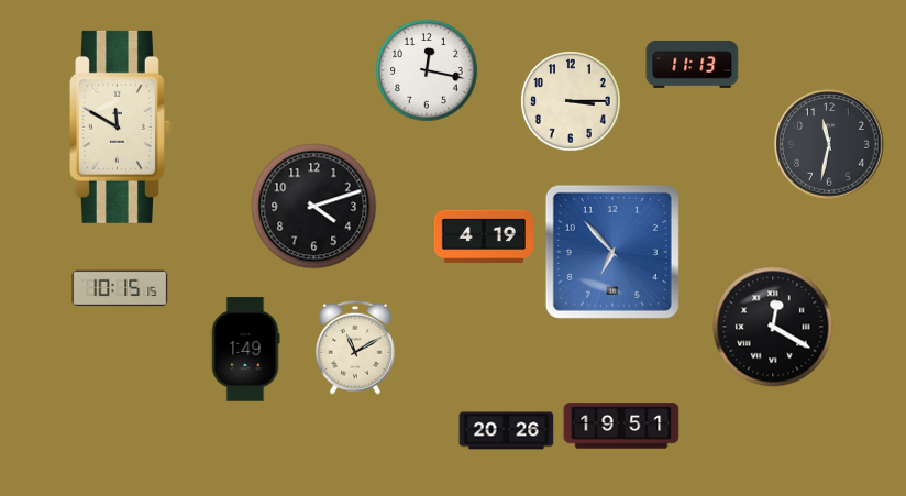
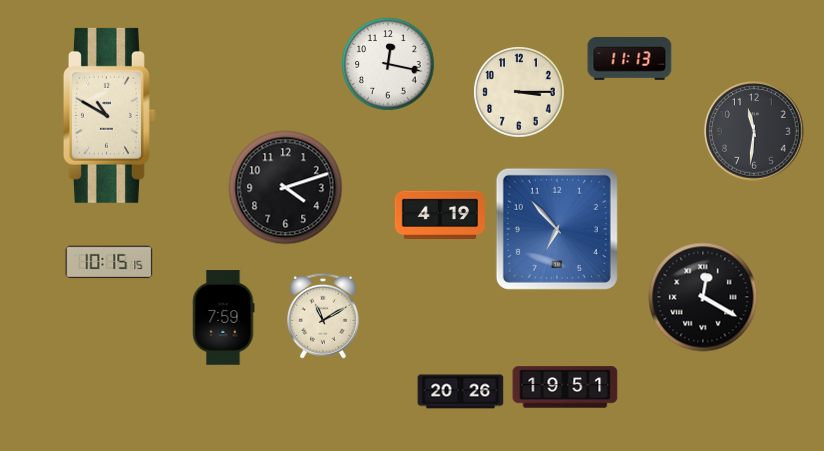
clock at (120, 126): 11:50 -> 10:50
clock at (829, 144): 11:32 -> 11:31
clock at (245, 350): 1:49 -> 7:59
